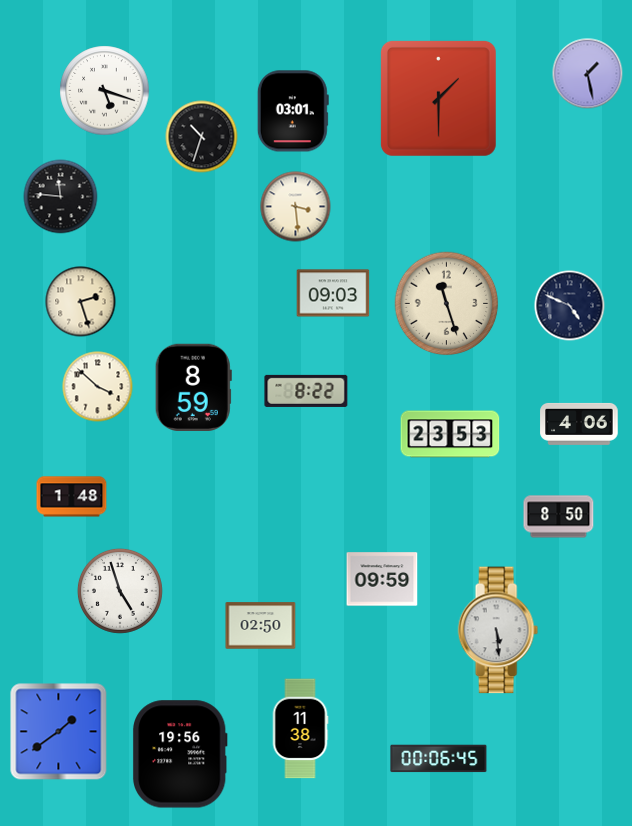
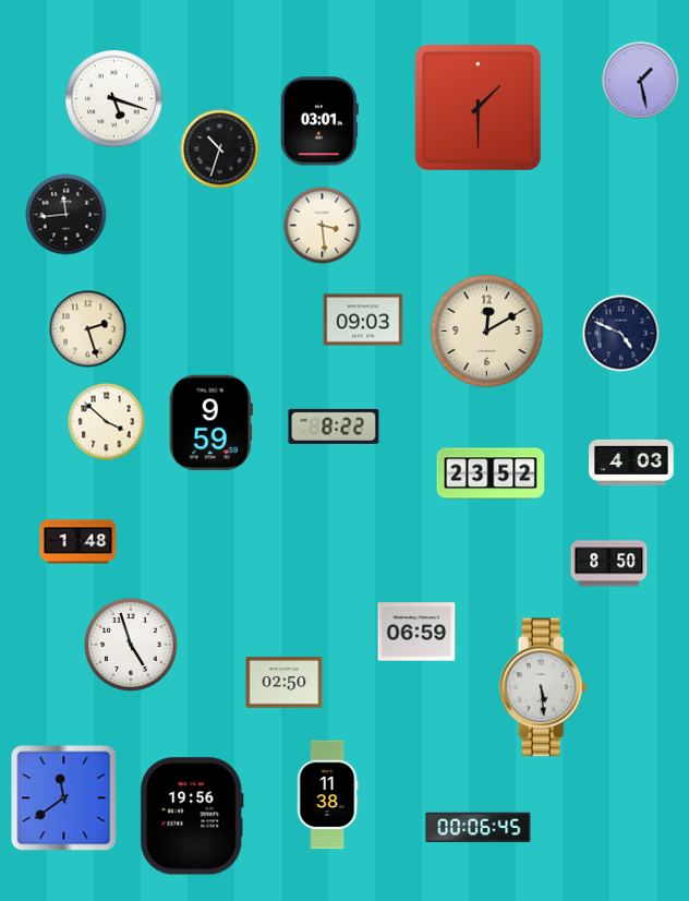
clock at (61, 197): 11:46 -> 11:44
clock at (447, 304): 11:27 -> 12:10
clock at (193, 387): 8:59 -> 9:59
clock at (579, 424): 4:06 -> 4:03
clock at (450, 434): 23:53 -> 23:52
clock at (382, 579): 09:59 -> 06:59
clock at (59, 732): 1:39 -> 11:39
clock at (180, 754) position: (180, 754) -> (192, 816)
